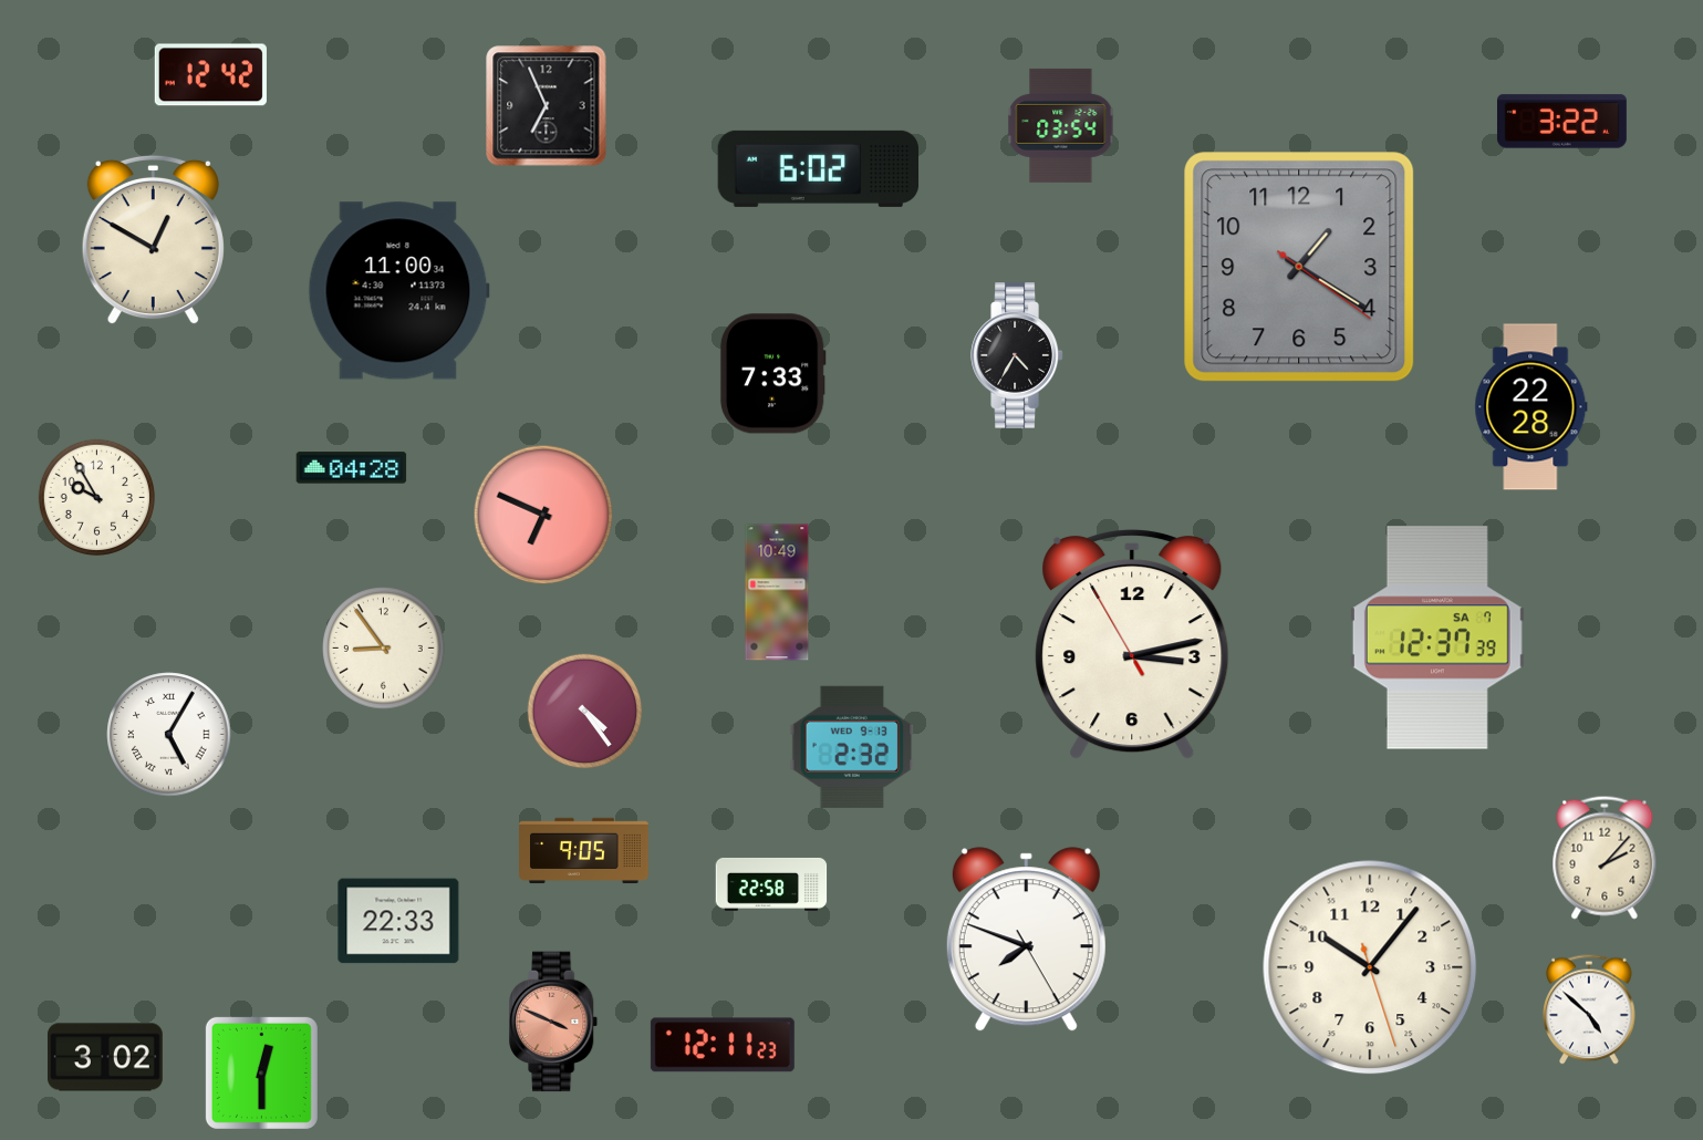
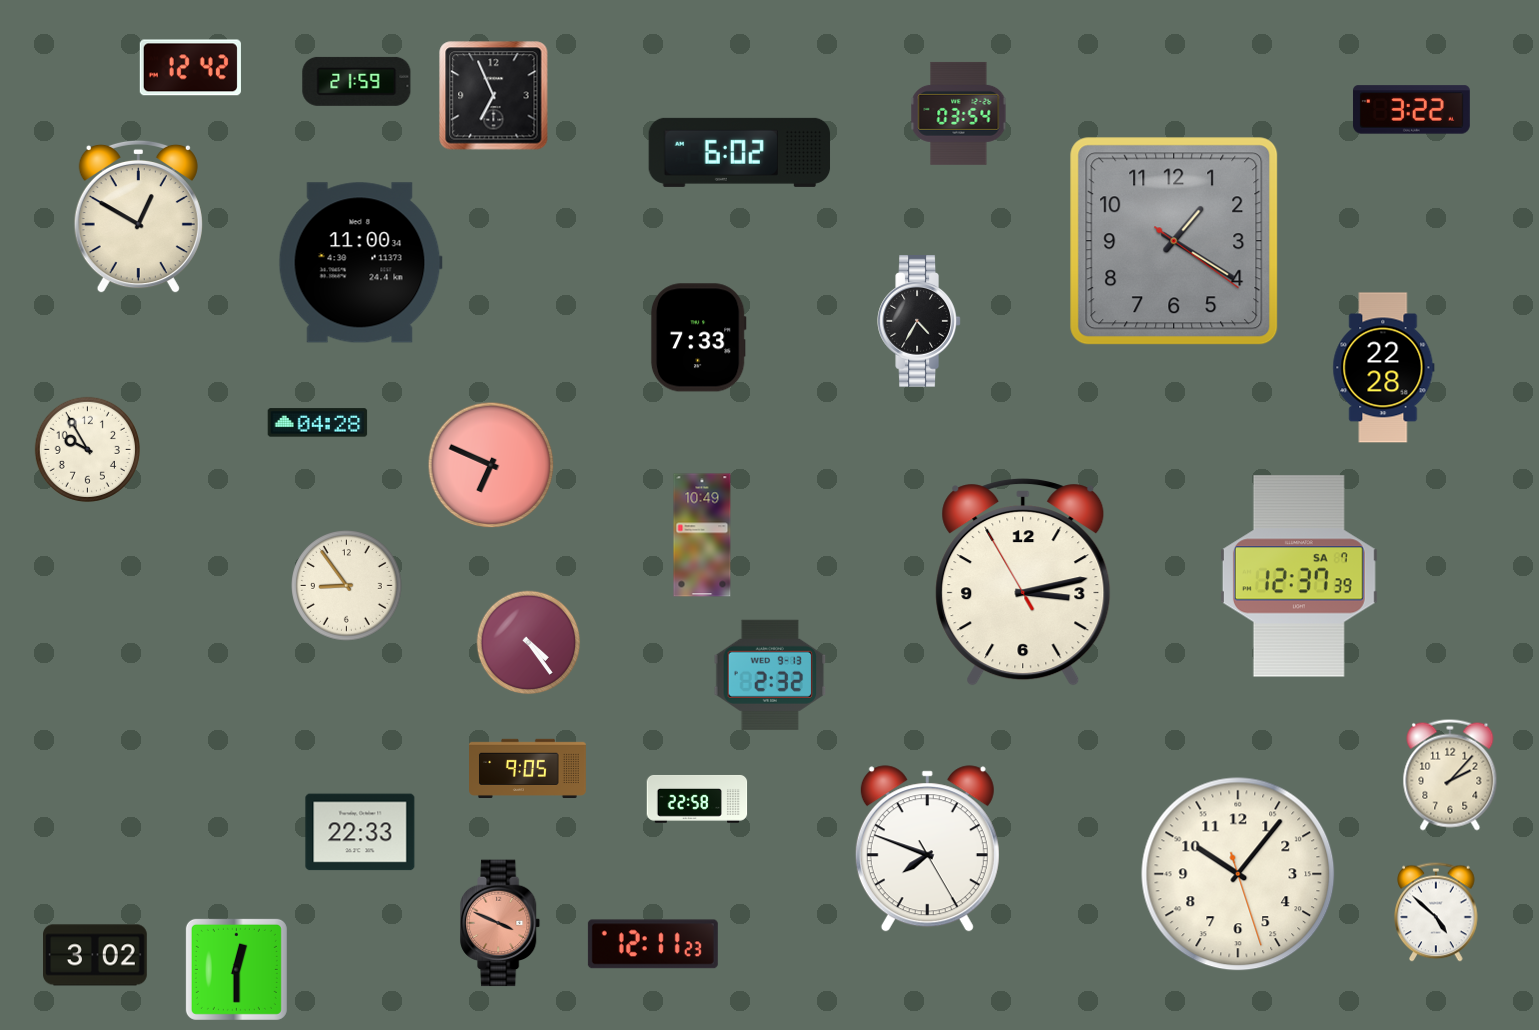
clock at (357, 81): none -> 21:59
clock at (169, 735): 5:05 -> none
